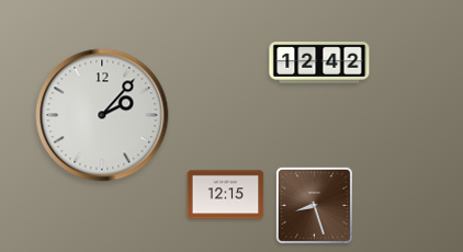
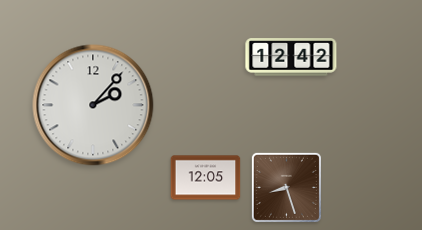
clock at (226, 195): 12:15 -> 12:05
